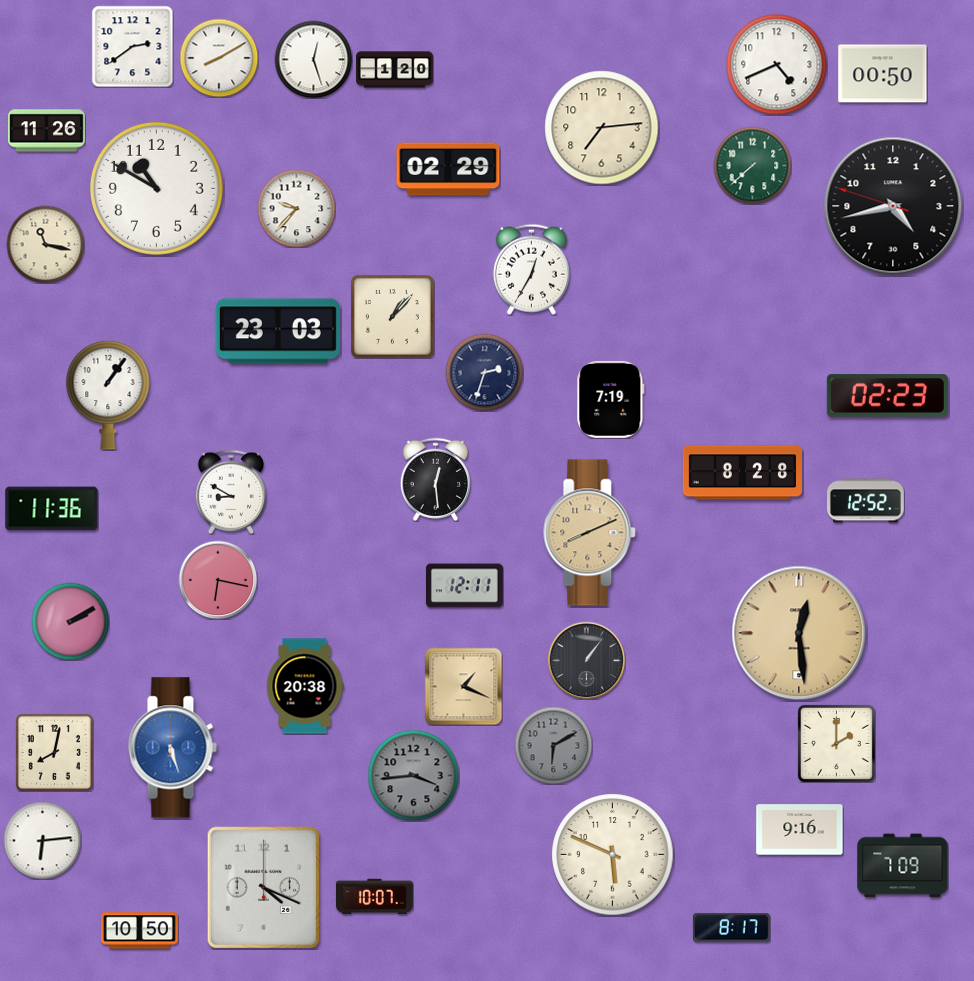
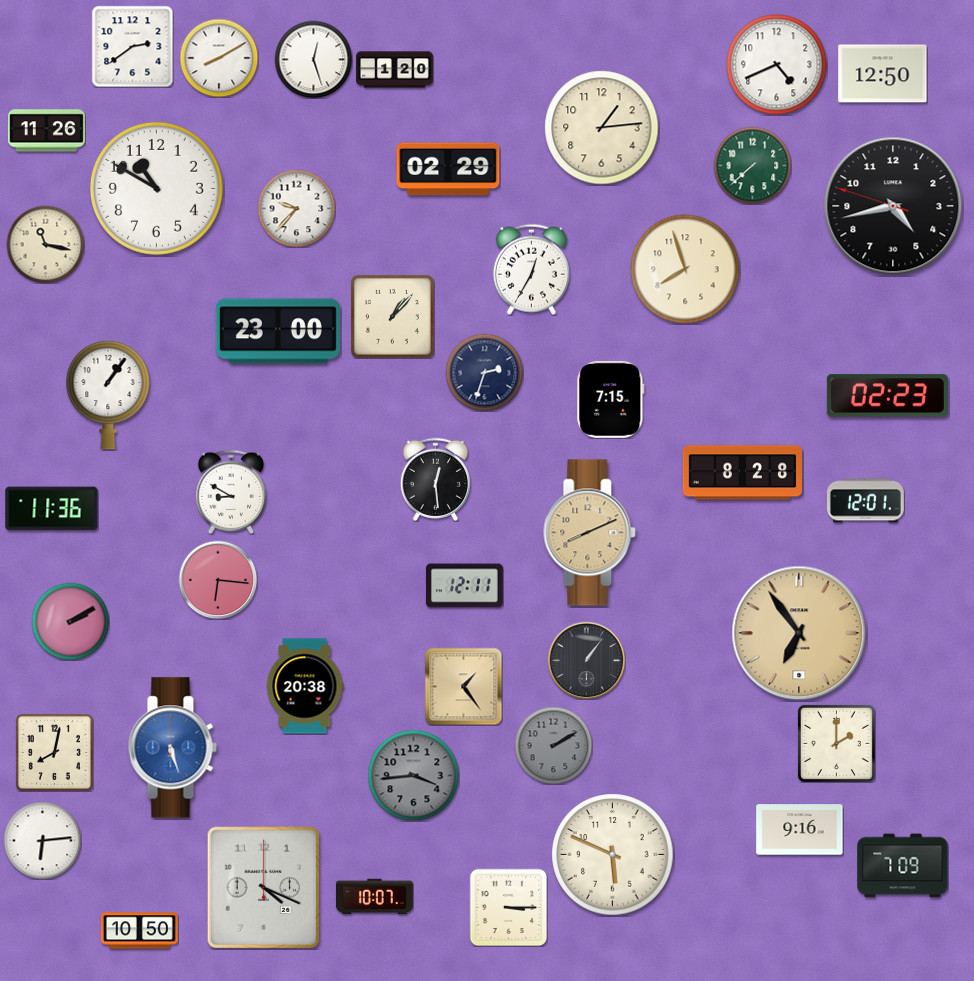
clock at (883, 74): 00:50 -> 12:50
clock at (602, 128): 7:14 -> 1:14
clock at (685, 269): none -> 7:57
clock at (278, 331): 23:03 -> 23:00
clock at (611, 399): 7:19 -> 7:15
clock at (865, 501): 12:52 -> 12:01
clock at (218, 580): 6:17 -> 6:16
clock at (799, 633): 12:29 -> 6:54
clock at (463, 686): 1:19 -> 1:24
clock at (553, 745): 6:10 -> 2:10
clock at (508, 907): none -> 3:15
clock at (731, 928): 8:17 -> none
